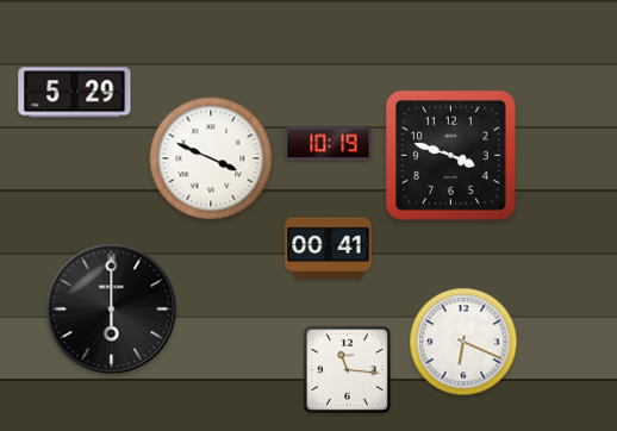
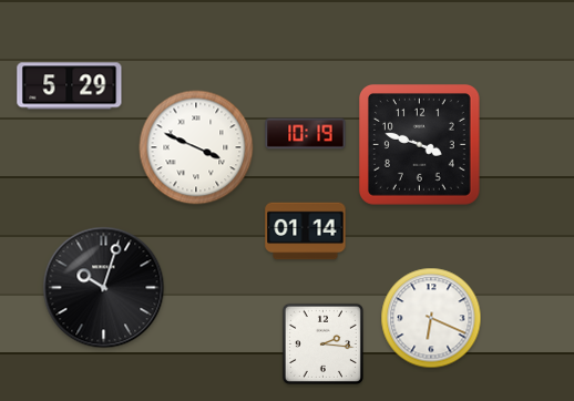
clock at (329, 249): 00:41 -> 01:14
clock at (112, 310): 6:00 -> 10:03
clock at (347, 369): 11:16 -> 2:16
